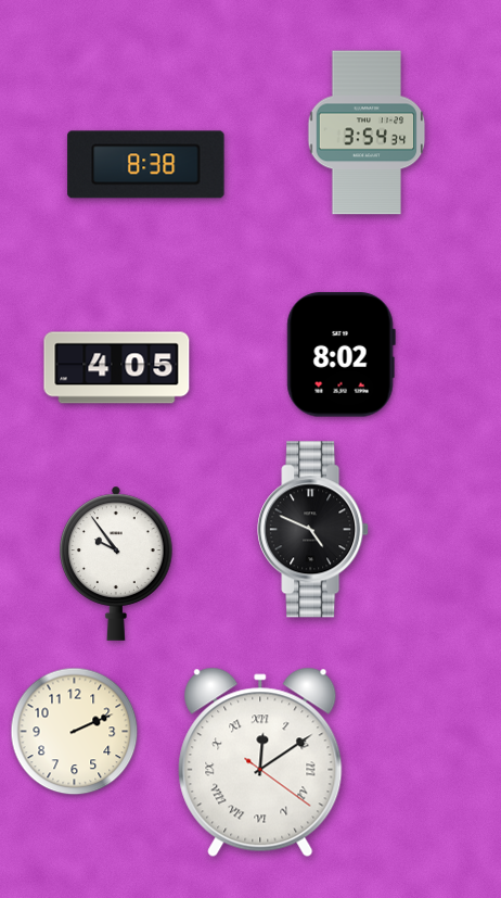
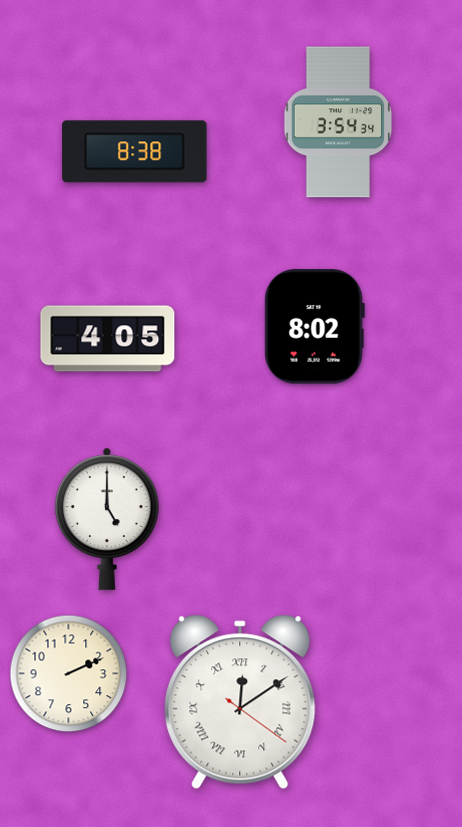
clock at (313, 530): 4:49 -> none
clock at (116, 564): 9:54 -> 5:00
